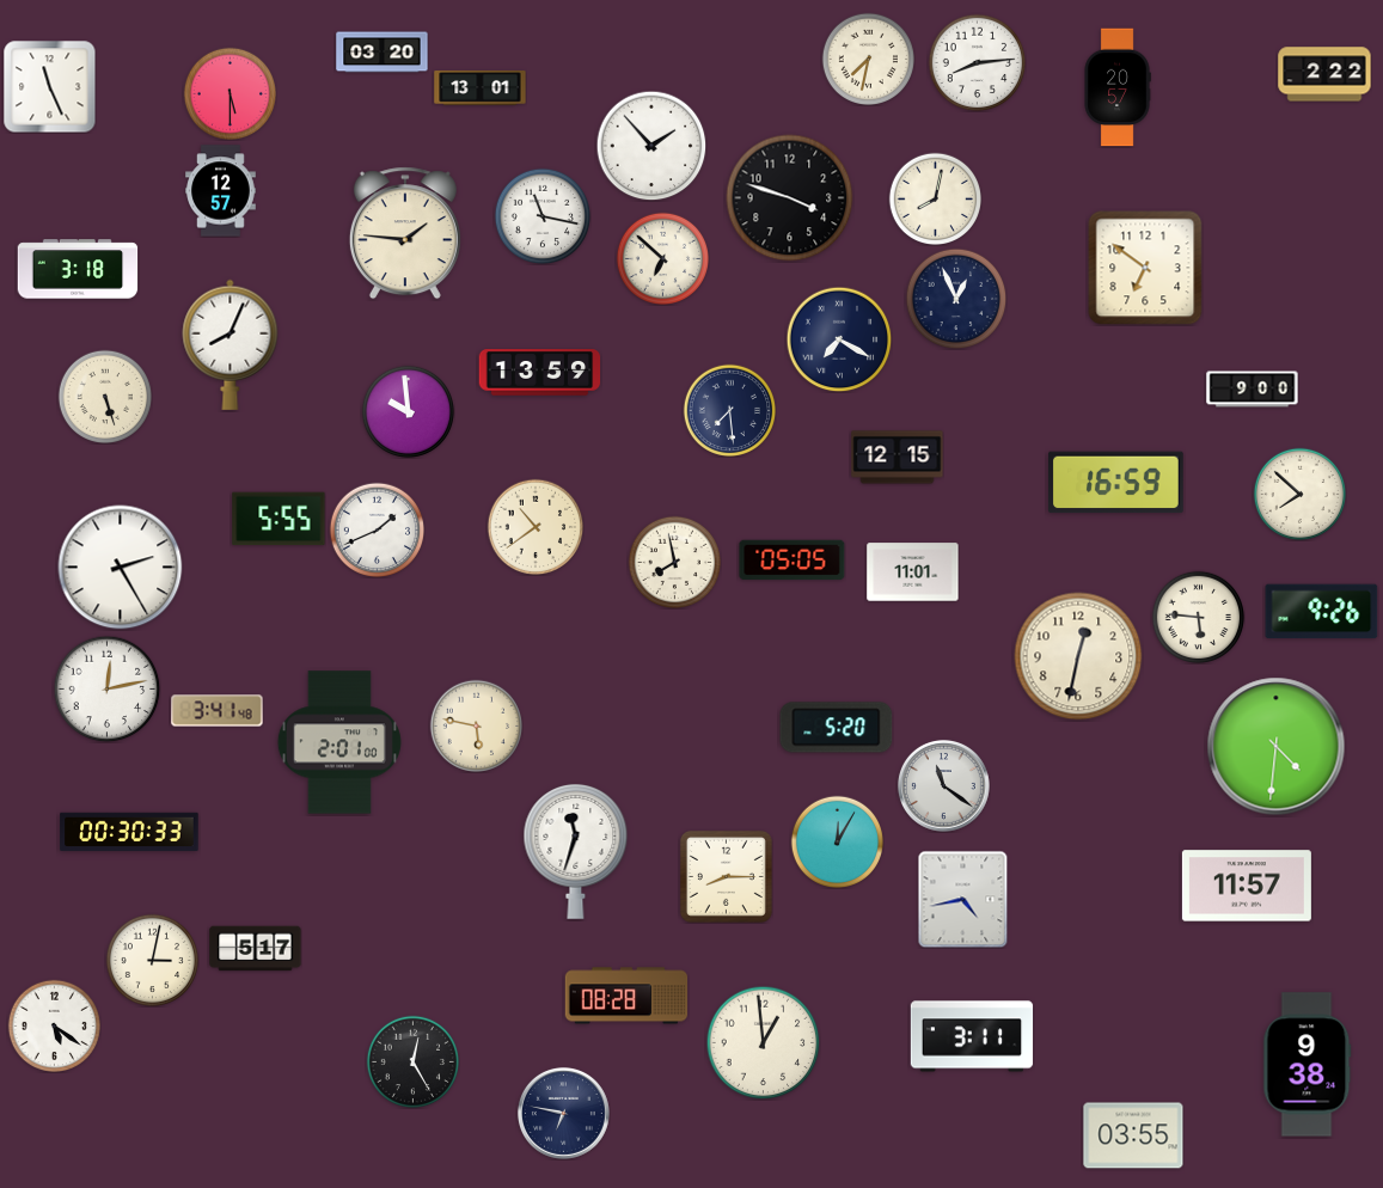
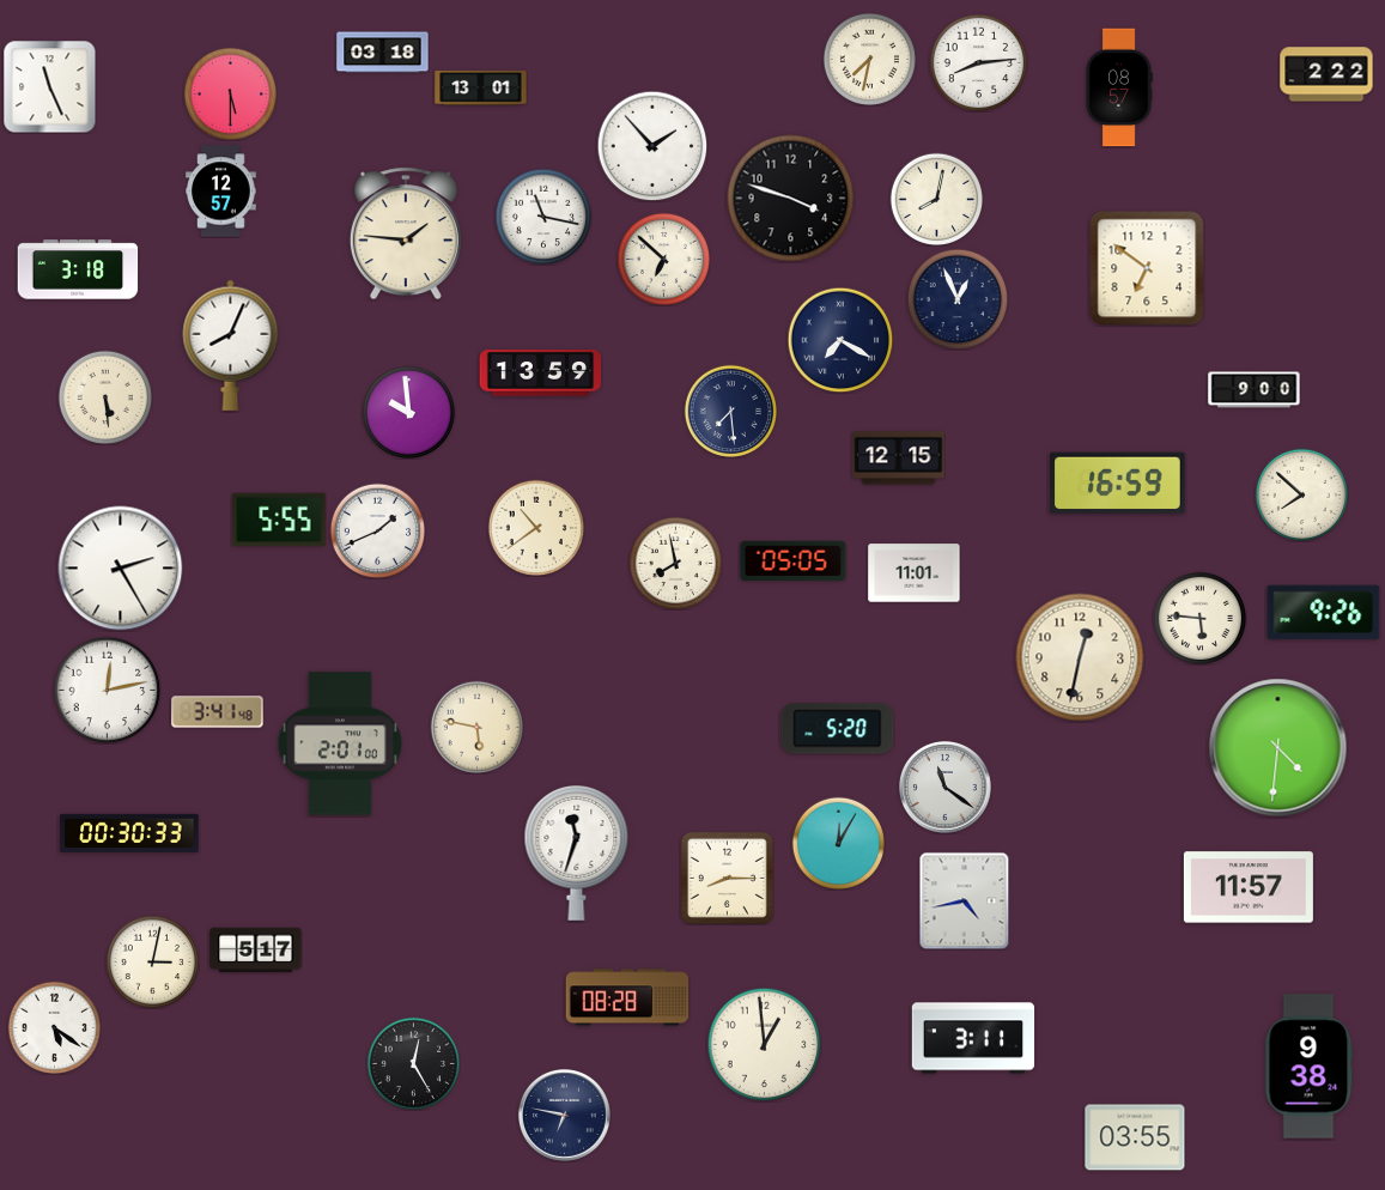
clock at (383, 53): 03:20 -> 03:18
clock at (1118, 87): 20:57 -> 08:57
clock at (105, 397): 5:27 -> 5:29
